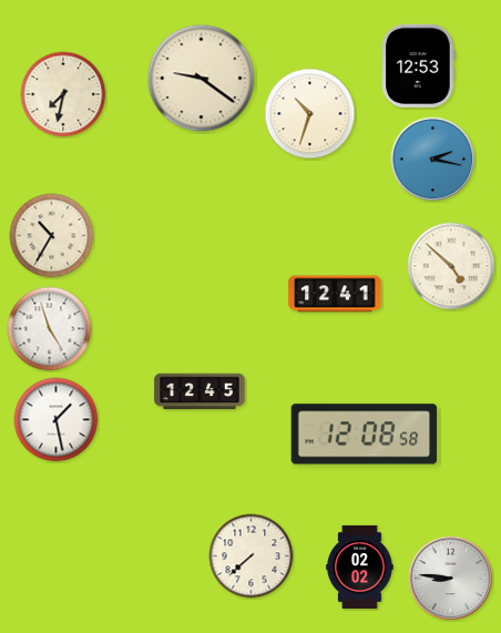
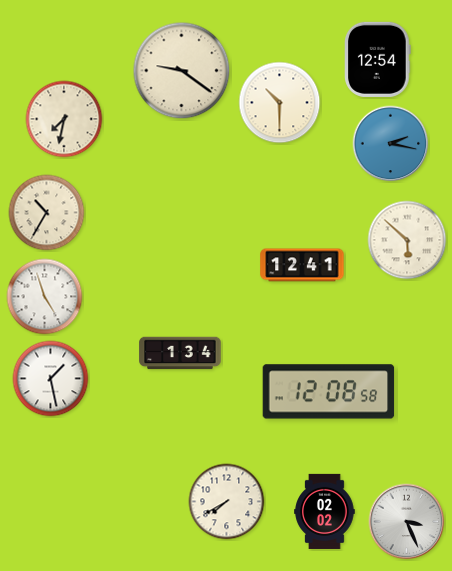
clock at (419, 65): 12:53 -> 12:54
clock at (63, 94) position: (63, 94) -> (64, 119)
clock at (310, 114): 10:33 -> 10:30
clock at (451, 266): 4:52 -> 5:52
clock at (200, 391): 12:45 -> 1:34
clock at (252, 557): 7:38 -> 7:40
clock at (451, 579): 8:46 -> 3:26
